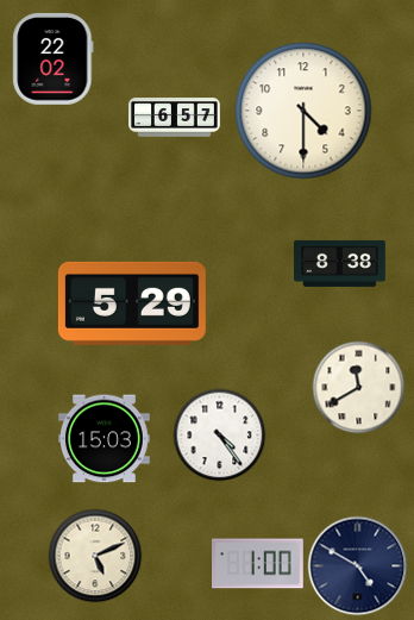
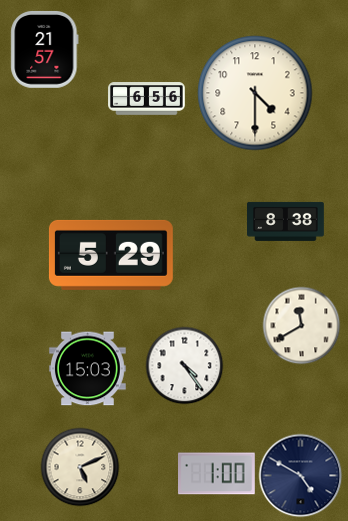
clock at (54, 58): 22:02 -> 21:57
clock at (175, 118): 6:57 -> 6:56
